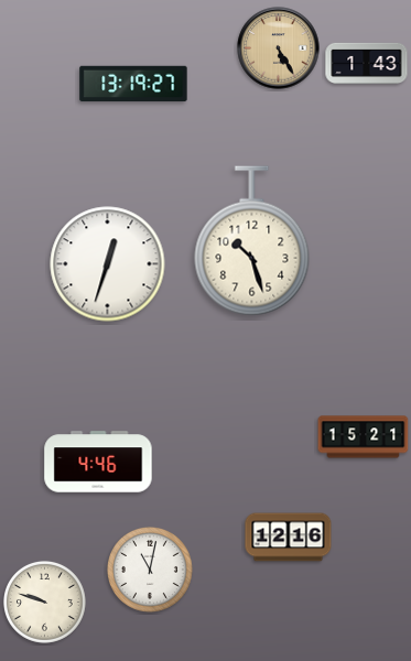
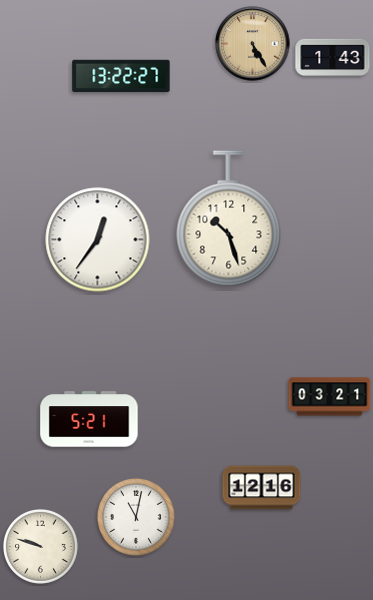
clock at (133, 84): 13:19 -> 13:22
clock at (108, 264): 12:33 -> 12:36
clock at (364, 437): 15:21 -> 03:21
clock at (98, 462): 4:46 -> 5:21
